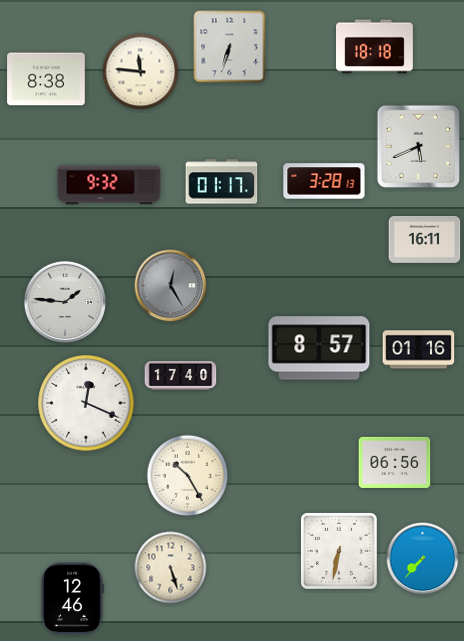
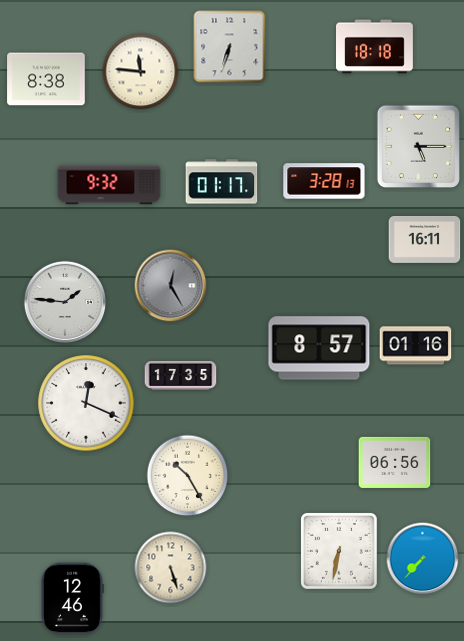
clock at (418, 146): 5:41 -> 5:15
clock at (419, 350) position: (419, 350) -> (416, 346)
clock at (181, 375): 17:40 -> 17:35
